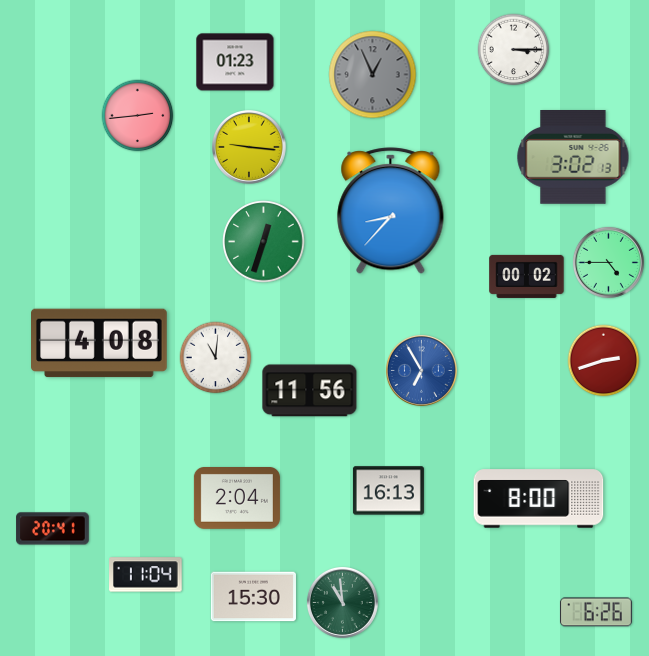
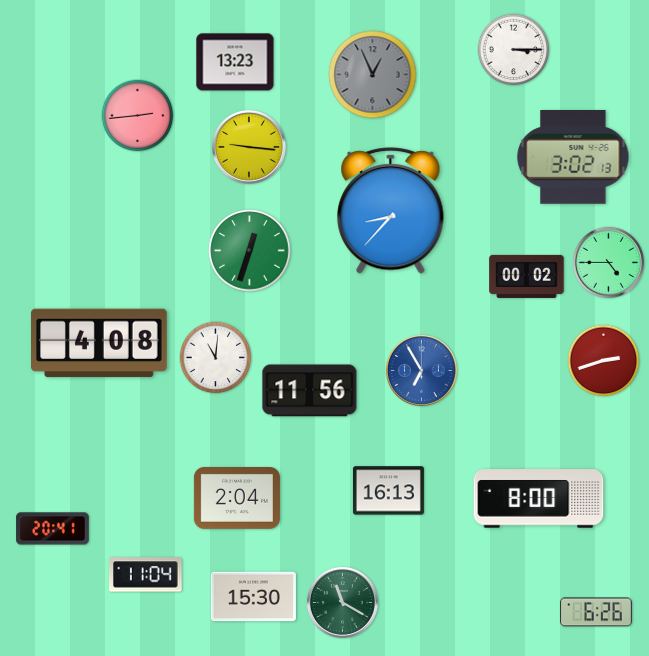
clock at (235, 62): 01:23 -> 13:23
clock at (264, 242) position: (264, 242) -> (250, 251)
clock at (342, 602): 10:59 -> 11:20
